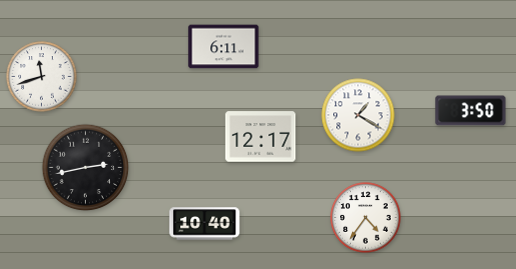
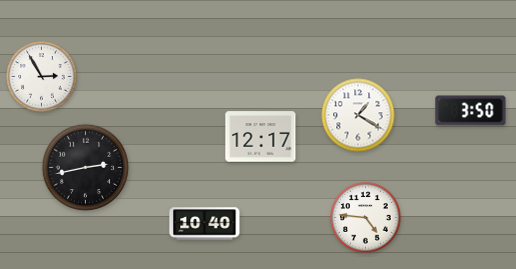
clock at (224, 47): 6:11 -> none
clock at (42, 77): 11:42 -> 2:55
clock at (366, 218): 4:36 -> 4:46
